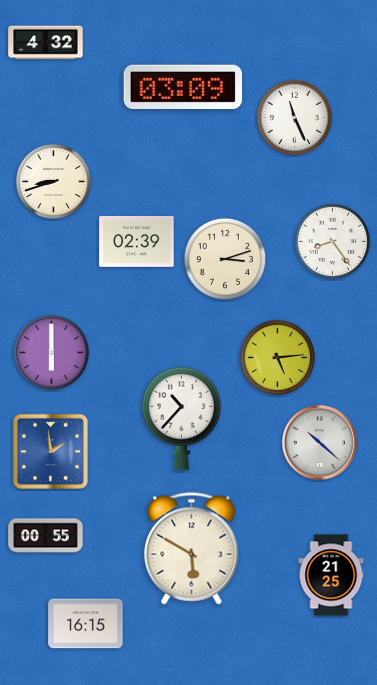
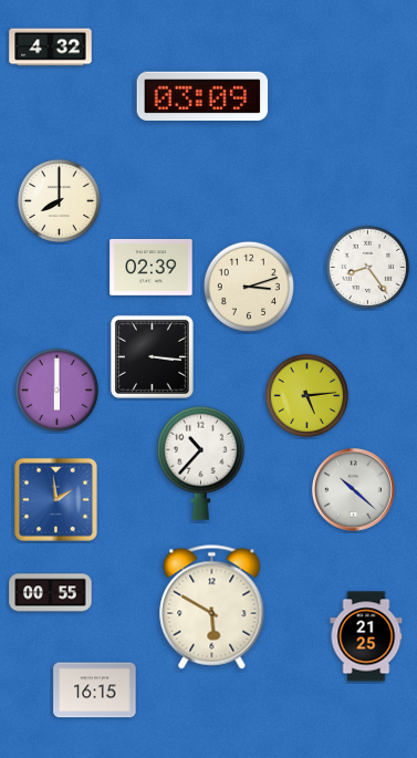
clock at (295, 118): 11:26 -> none
clock at (54, 182): 8:42 -> 8:00
clock at (152, 356): none -> 3:16
